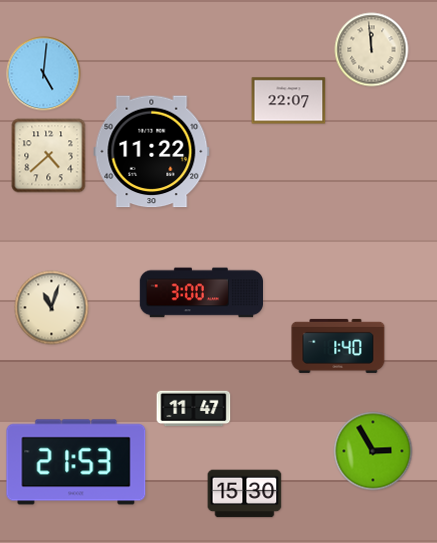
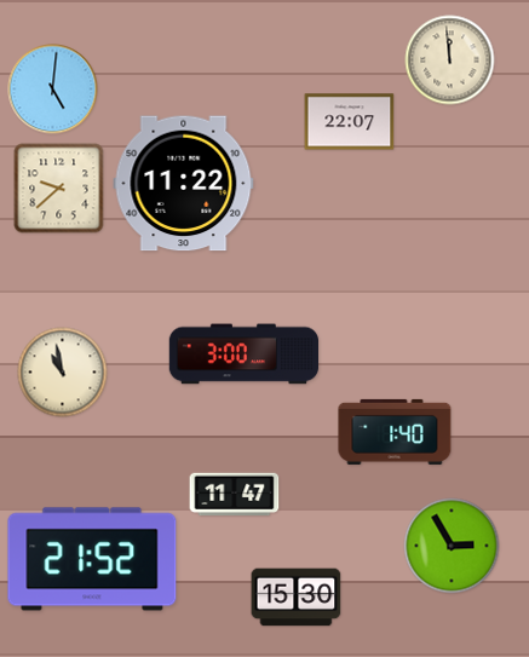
clock at (49, 156): 4:38 -> 9:38
clock at (52, 308): 11:03 -> 10:58
clock at (338, 346) position: (338, 346) -> (395, 432)
clock at (76, 462): 21:53 -> 21:52
